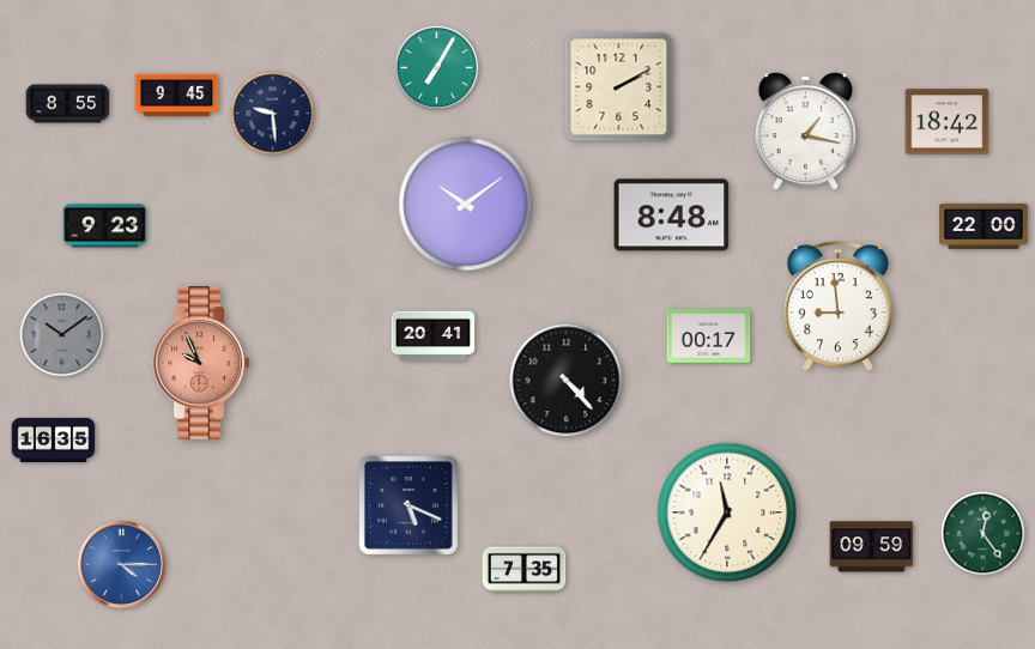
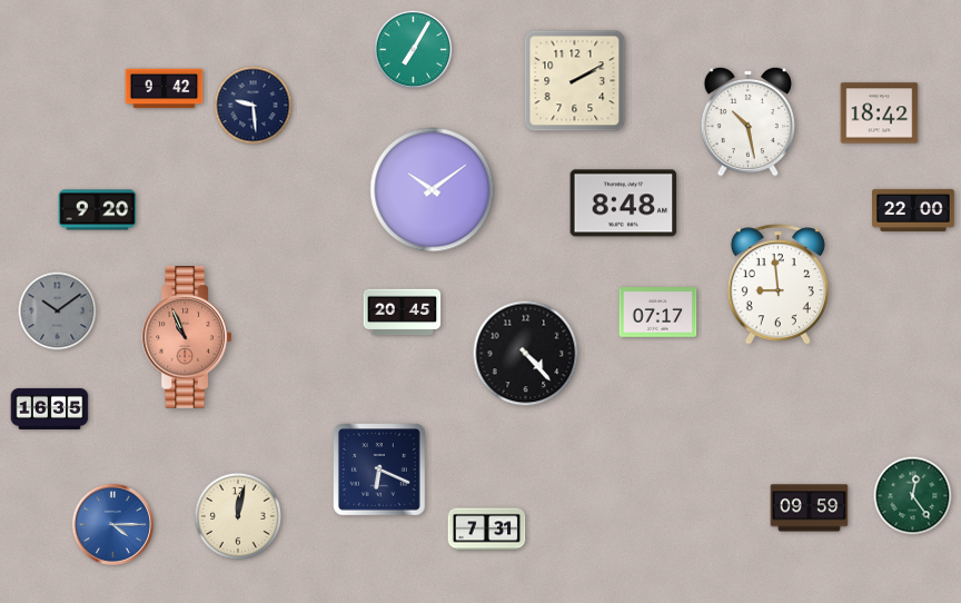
clock at (437, 68) position: (437, 68) -> (414, 50)
clock at (177, 96): 9:45 -> 9:42
clock at (68, 104): 8:55 -> none
clock at (805, 131): 1:17 -> 10:28
clock at (672, 216) position: (672, 216) -> (624, 204)
clock at (105, 226): 9:23 -> 9:20
clock at (434, 336): 20:41 -> 20:45
clock at (709, 336): 00:17 -> 07:17
clock at (200, 363): 9:56 -> 10:56
clock at (410, 507): 5:19 -> 6:19
clock at (727, 512): 11:35 -> none
clock at (238, 516): none -> 12:02
clock at (525, 570): 7:35 -> 7:31
